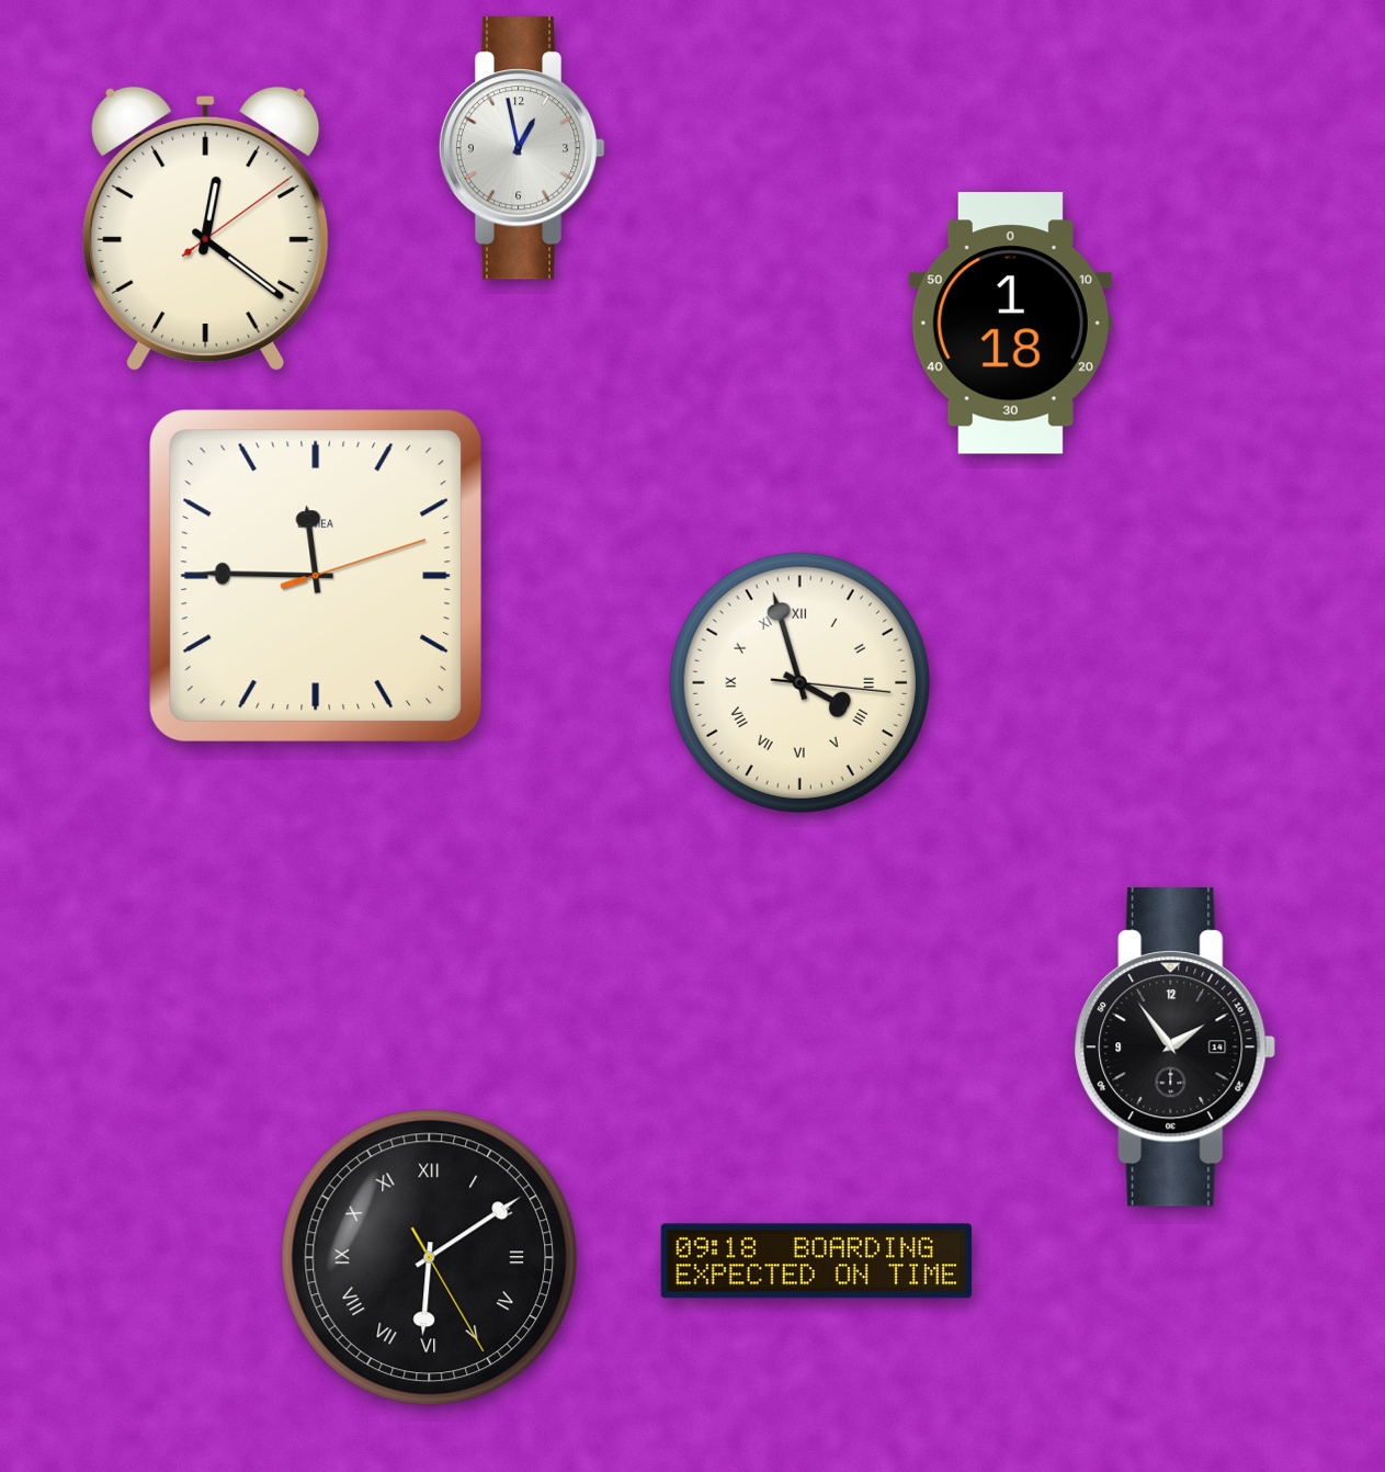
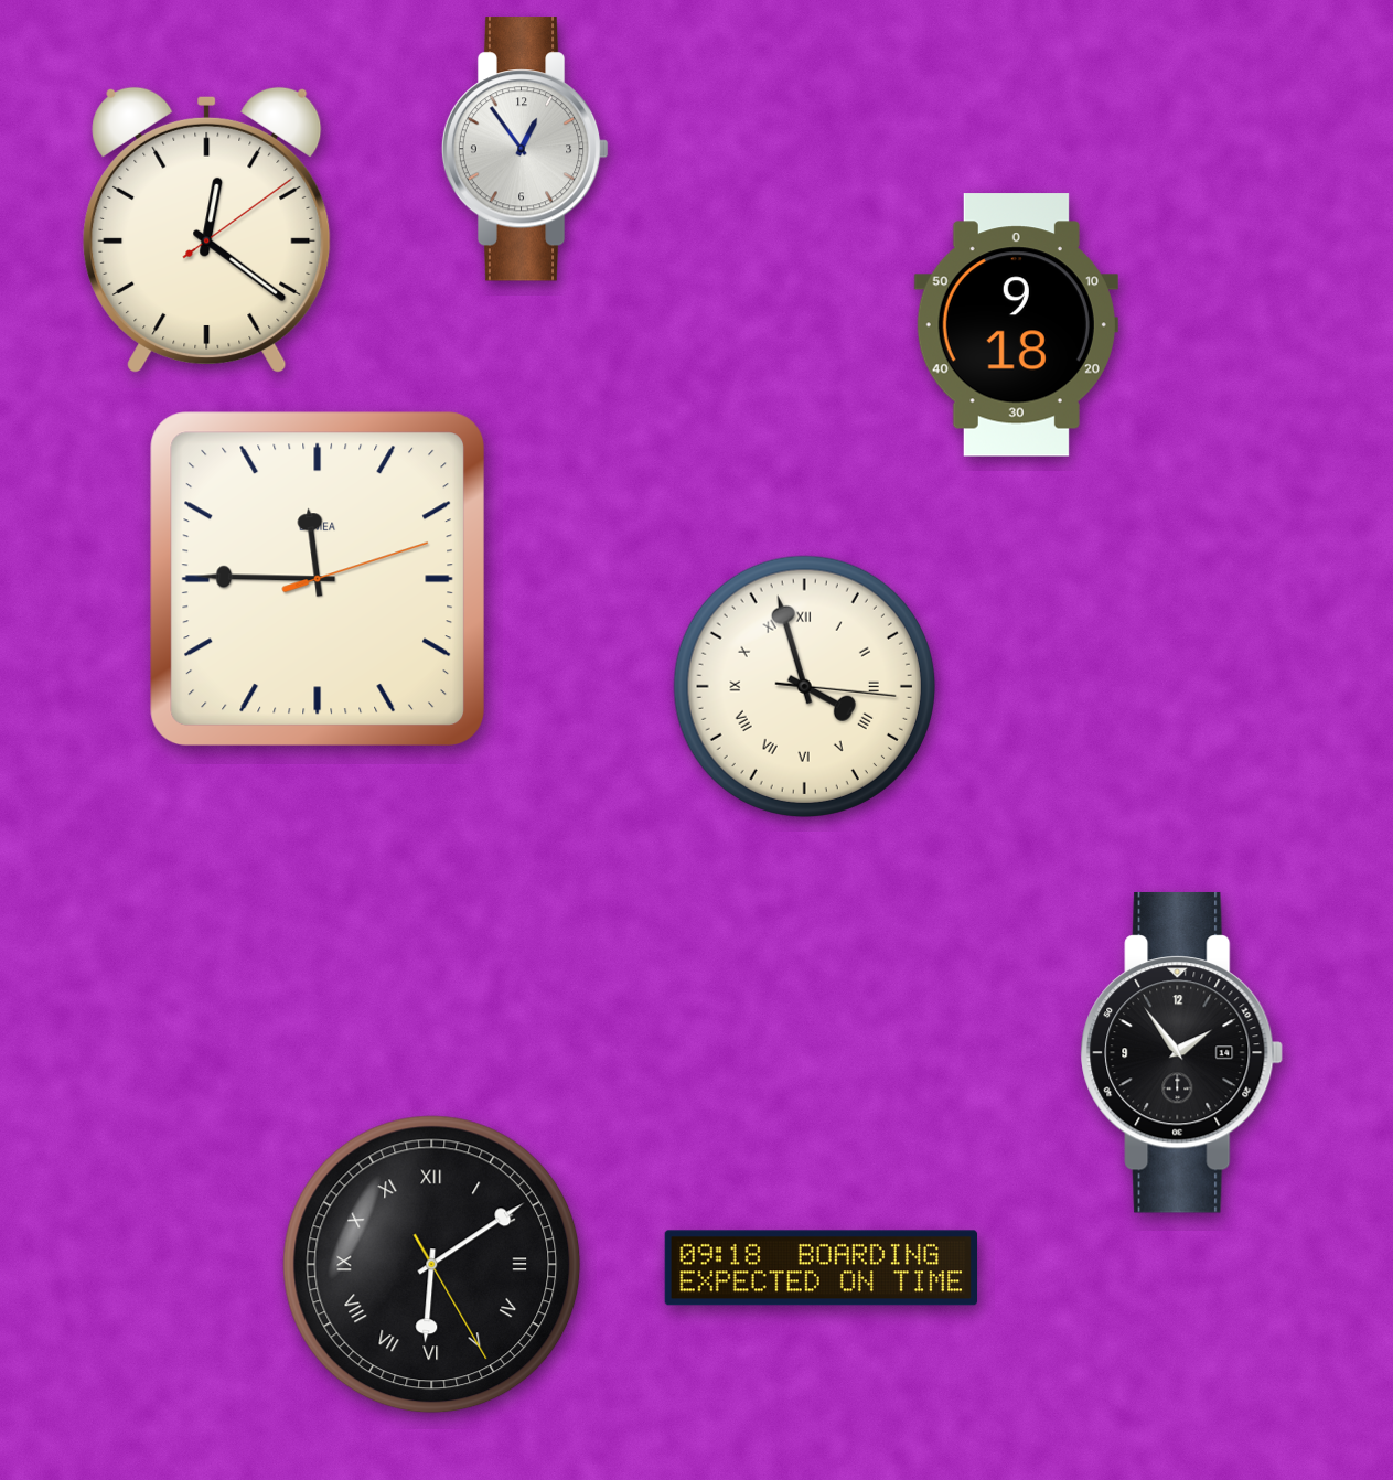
clock at (522, 148): 12:58 -> 12:54
clock at (1010, 324): 1:18 -> 9:18
